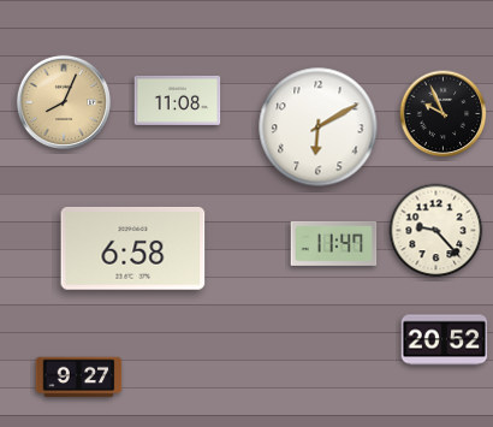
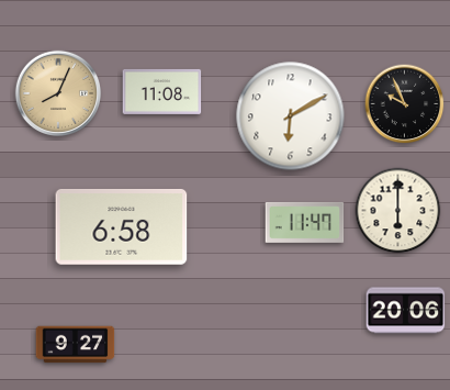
clock at (436, 231): 9:23 -> 6:00
clock at (445, 340): 20:52 -> 20:06
clock at (79, 378) position: (79, 378) -> (76, 345)
